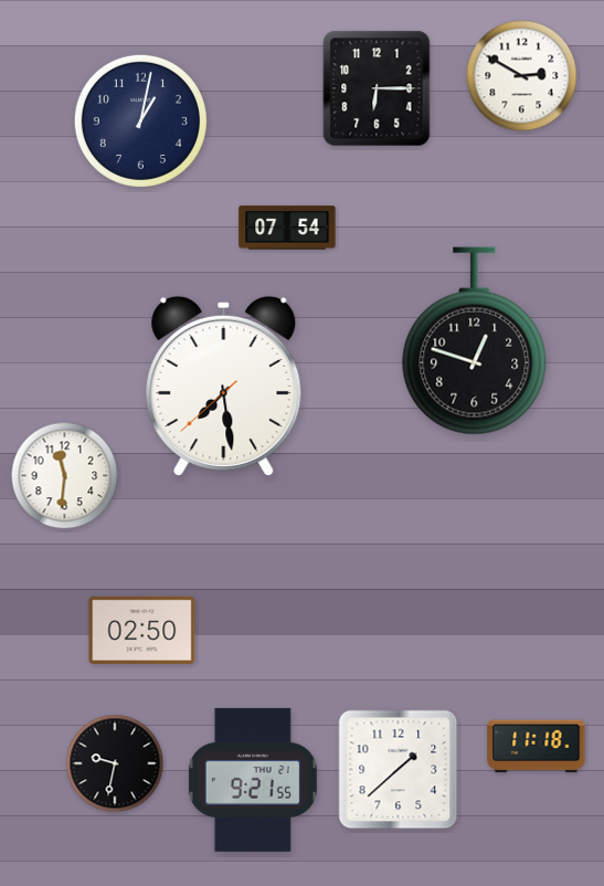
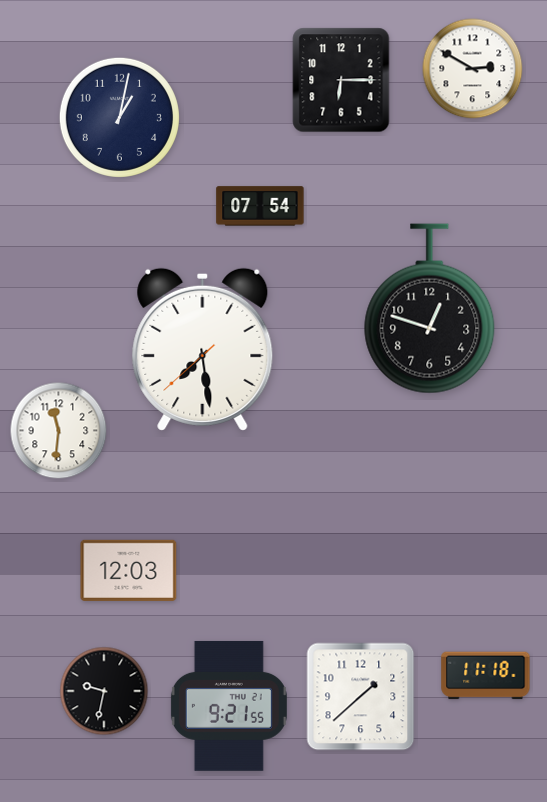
clock at (140, 120) position: (140, 120) -> (119, 117)
clock at (142, 630): 02:50 -> 12:03
